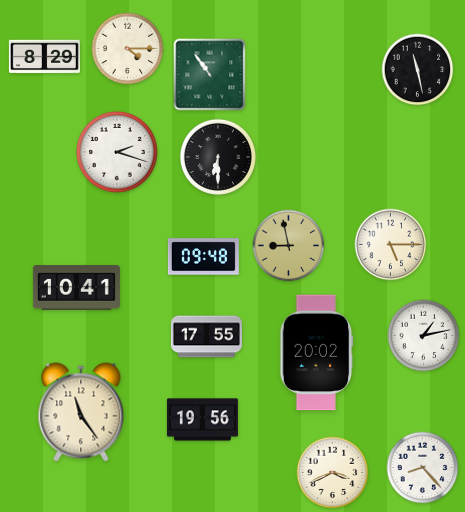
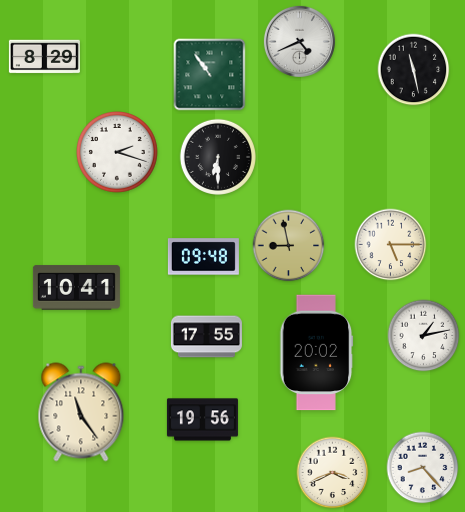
clock at (299, 41): none -> 4:41
clock at (128, 49): 4:15 -> none
clock at (418, 70) position: (418, 70) -> (414, 70)
